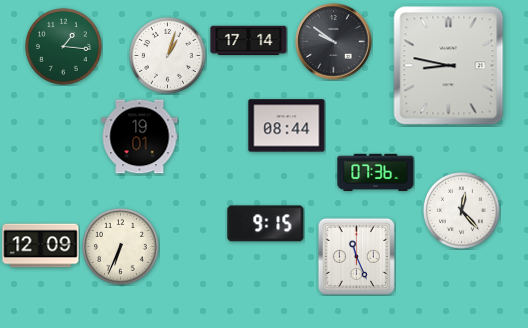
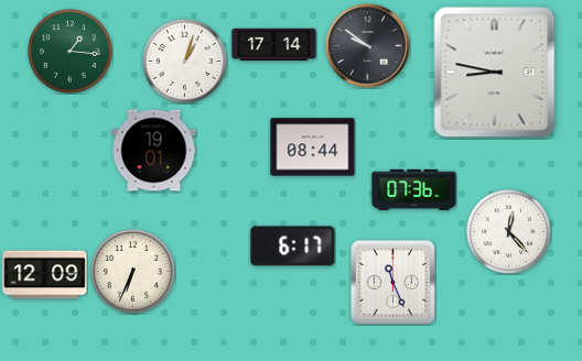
clock at (287, 126) position: (287, 126) -> (313, 147)
clock at (266, 224): 9:15 -> 6:17
clock at (41, 246) position: (41, 246) -> (45, 275)
